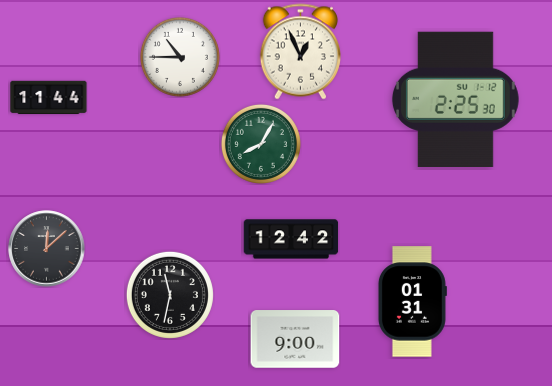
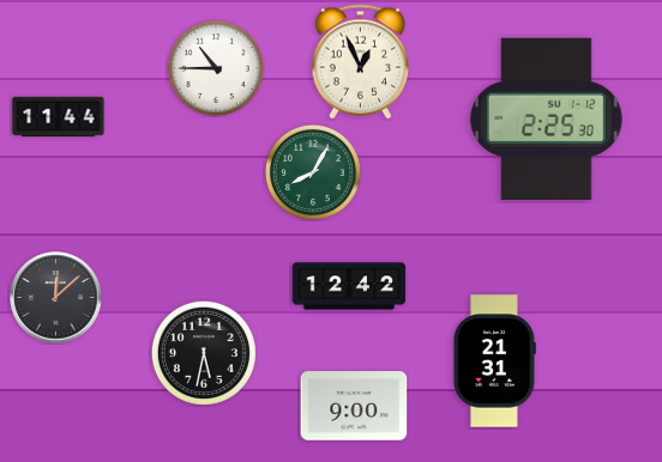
clock at (170, 295): 11:32 -> 5:32
clock at (412, 302): 01:31 -> 21:31
